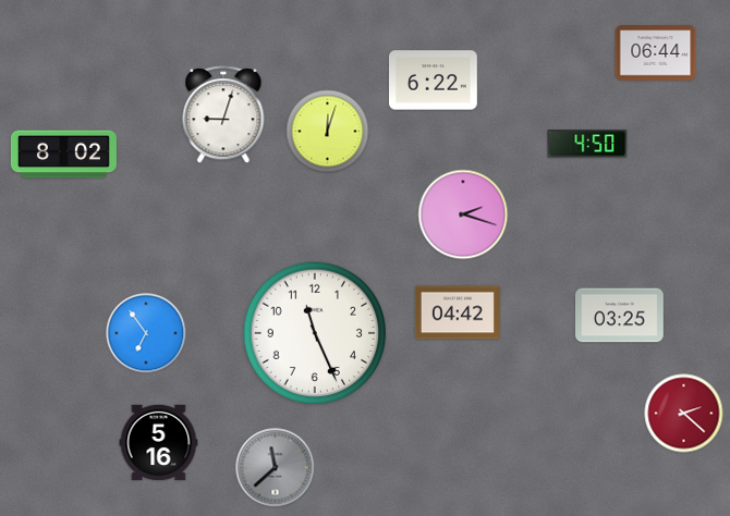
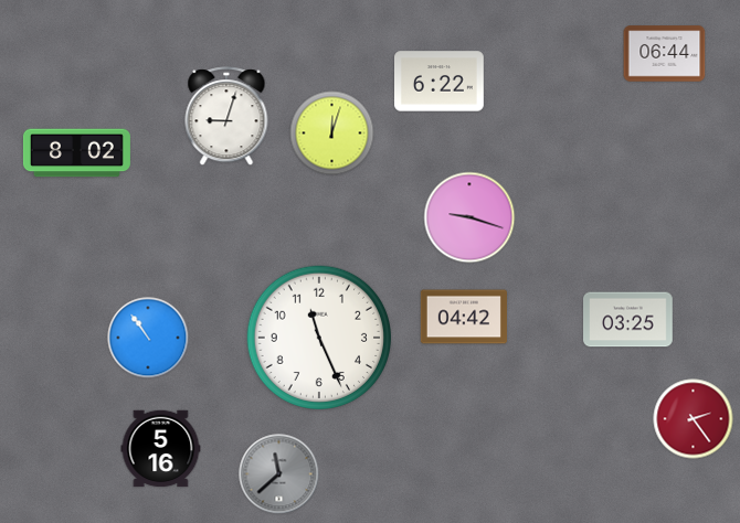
clock at (587, 144): 4:50 -> none
clock at (63, 155) position: (63, 155) -> (76, 153)
clock at (463, 214): 2:18 -> 9:18
clock at (146, 333): 6:54 -> 10:54
clock at (684, 414): 2:22 -> 2:24
